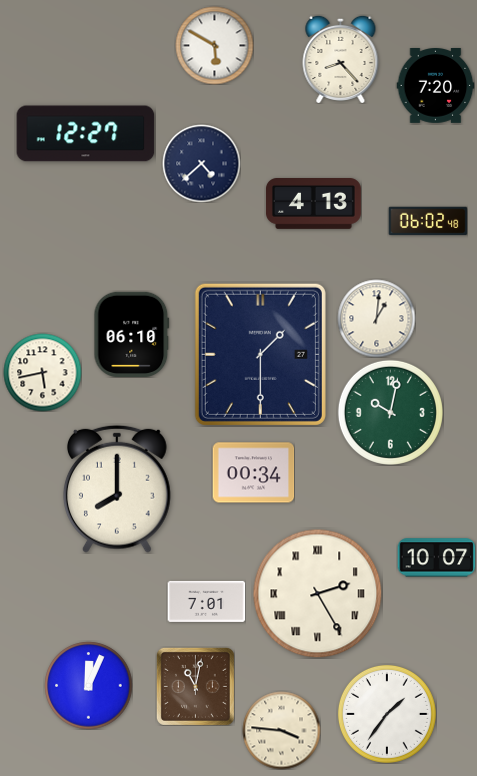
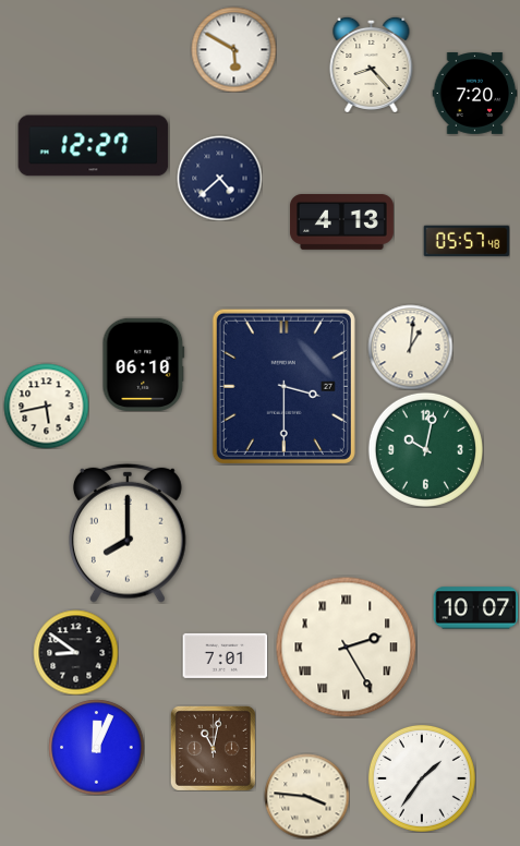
clock at (428, 221): 06:02 -> 05:57
clock at (260, 354): 1:30 -> 3:30
clock at (253, 473): 00:34 -> none
clock at (75, 652): none -> 8:51
